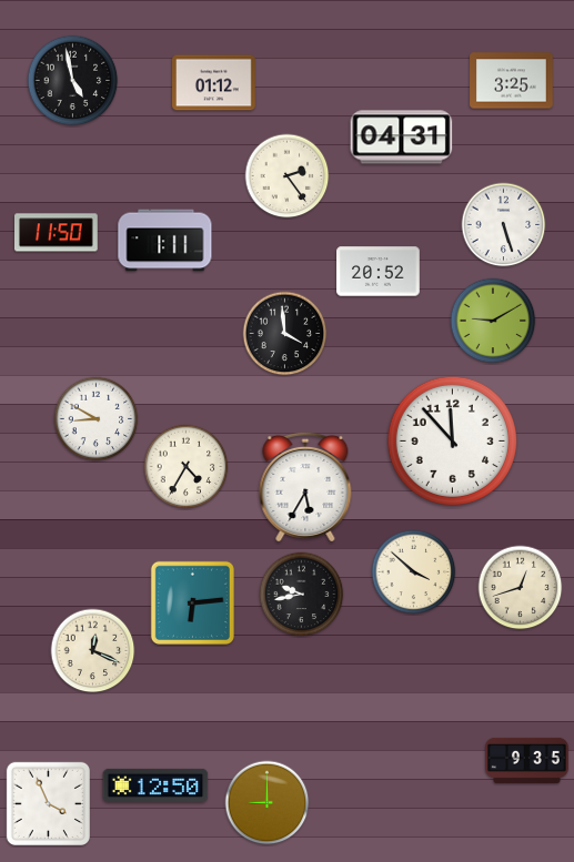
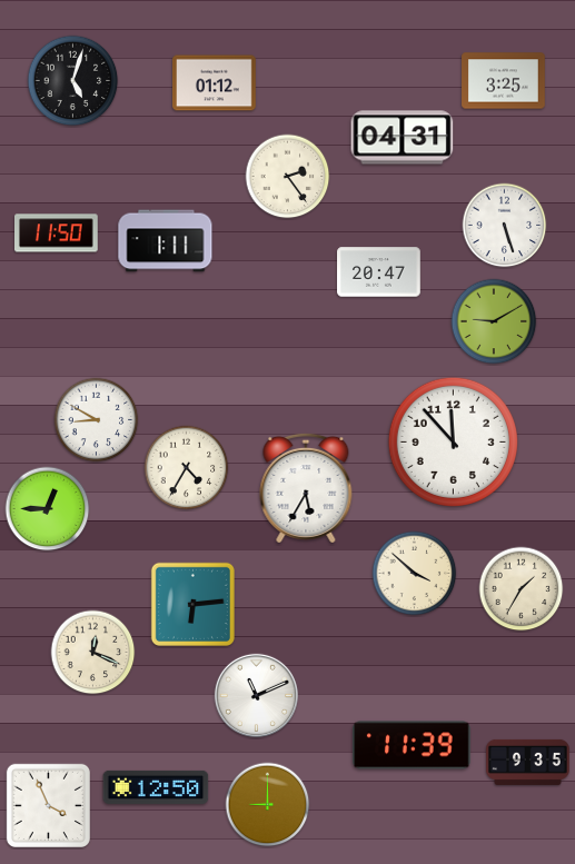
clock at (73, 81): 4:58 -> 5:03
clock at (512, 81) position: (512, 81) -> (504, 81)
clock at (379, 272): 20:52 -> 20:47
clock at (285, 334): 3:59 -> none
clock at (48, 509): none -> 12:45
clock at (521, 588): 12:42 -> 1:35
clock at (302, 595): 9:43 -> none
clock at (256, 695): none -> 11:11
clock at (412, 745): none -> 11:39
